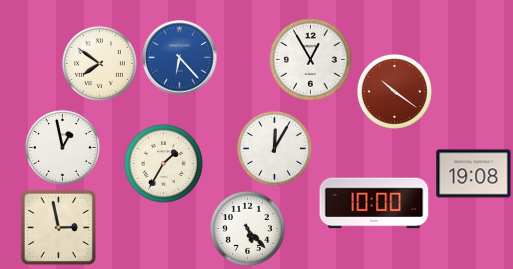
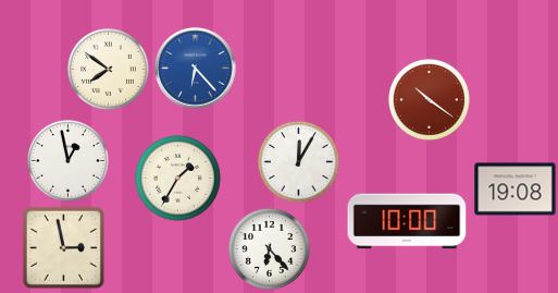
clock at (180, 58) position: (180, 58) -> (196, 69)
clock at (311, 60): 12:55 -> none
clock at (247, 228): 5:23 -> 6:23
